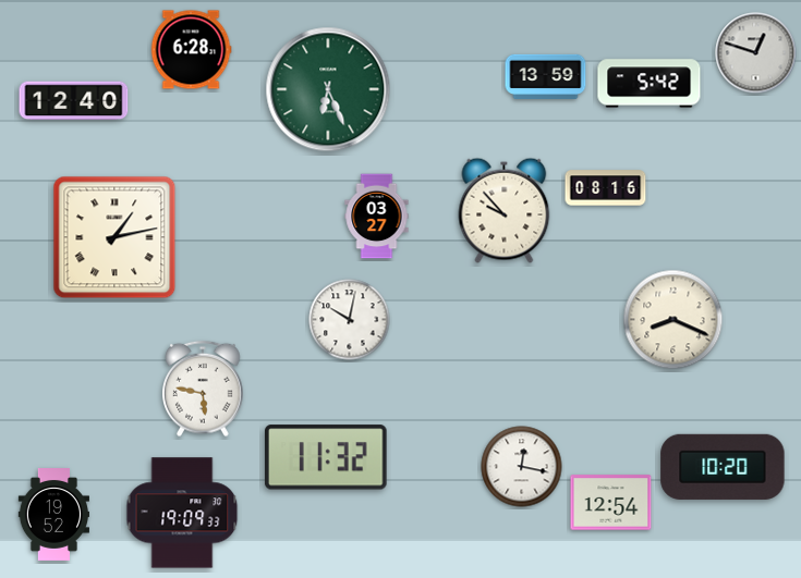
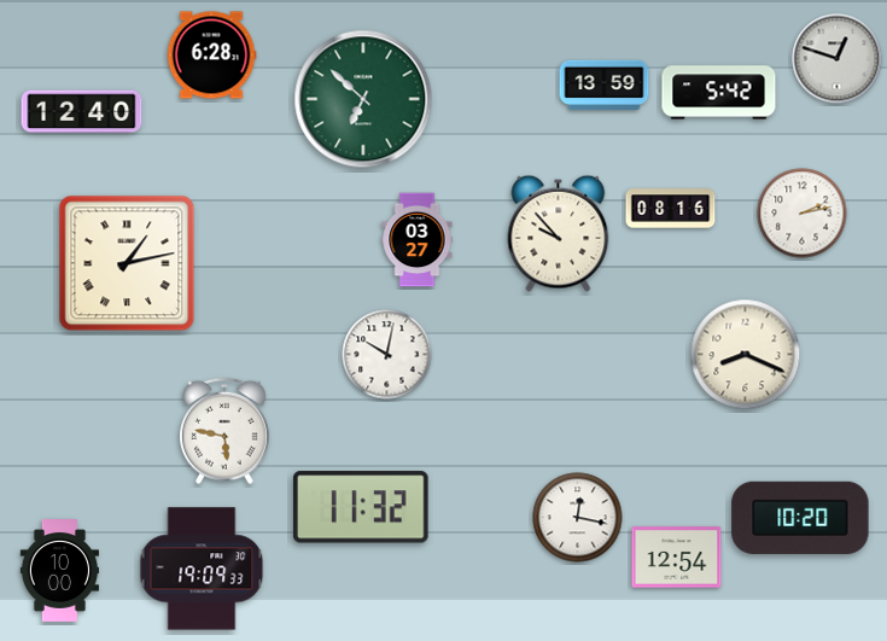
clock at (328, 89): 6:26 -> 6:52
clock at (803, 214): none -> 2:13
clock at (53, 515): 19:52 -> 10:00
